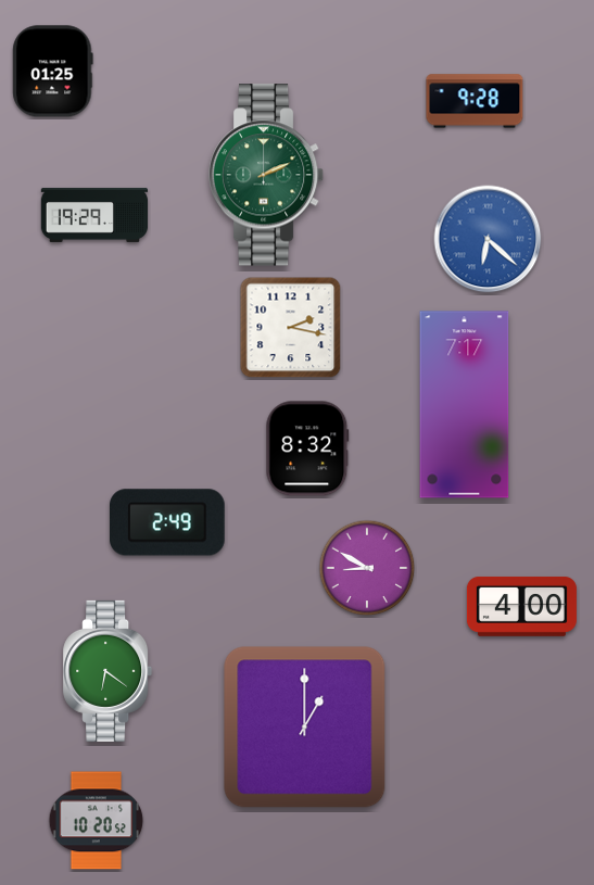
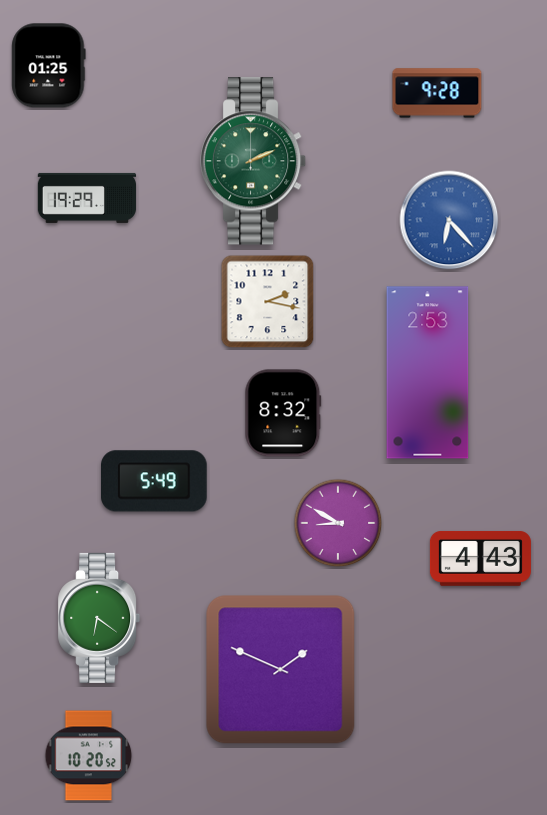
clock at (266, 175) position: (266, 175) -> (253, 161)
clock at (488, 239): 6:22 -> 6:23
clock at (465, 405): 7:17 -> 2:53
clock at (168, 522): 2:49 -> 5:49
clock at (521, 606): 4:00 -> 4:43
clock at (305, 728): 1:00 -> 1:49
